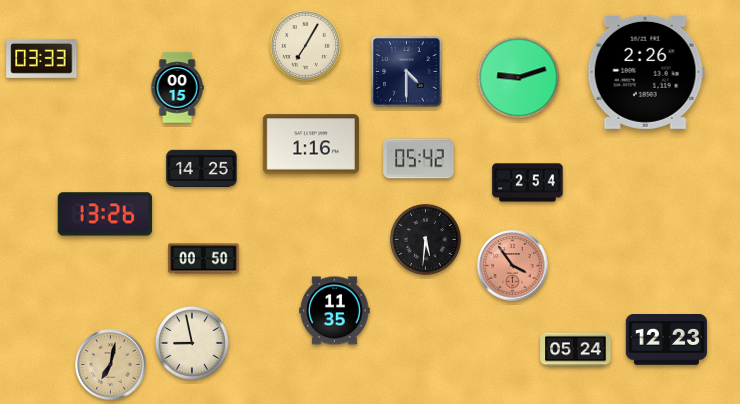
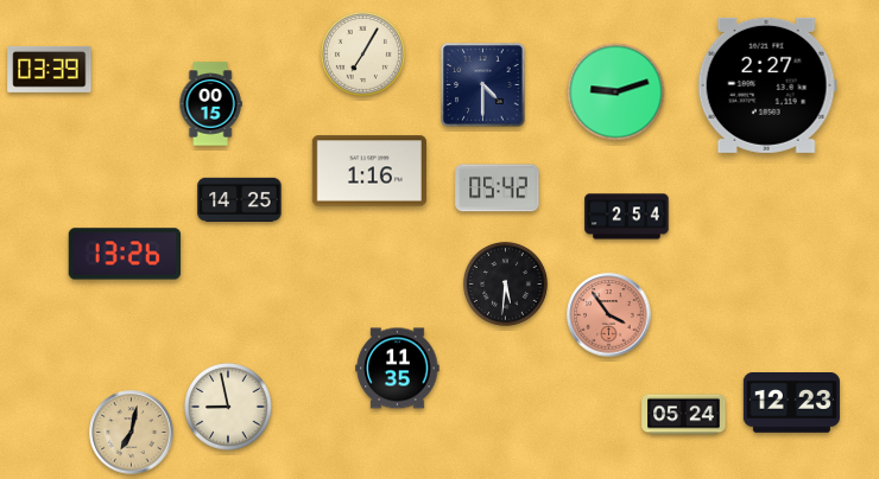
clock at (42, 58): 03:33 -> 03:39
clock at (646, 72): 2:26 -> 2:27
clock at (204, 259): 00:50 -> none
